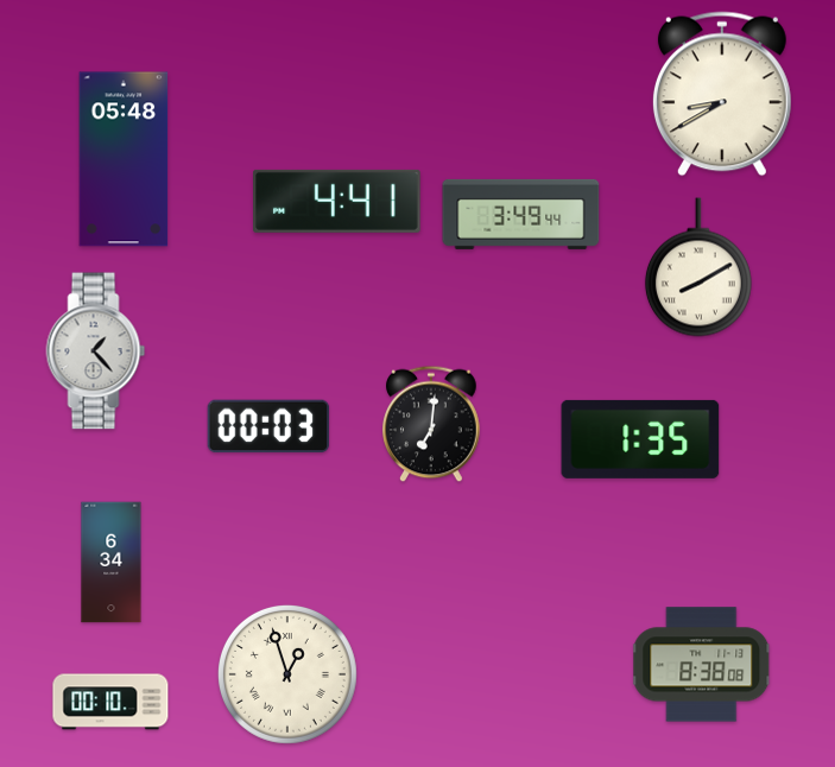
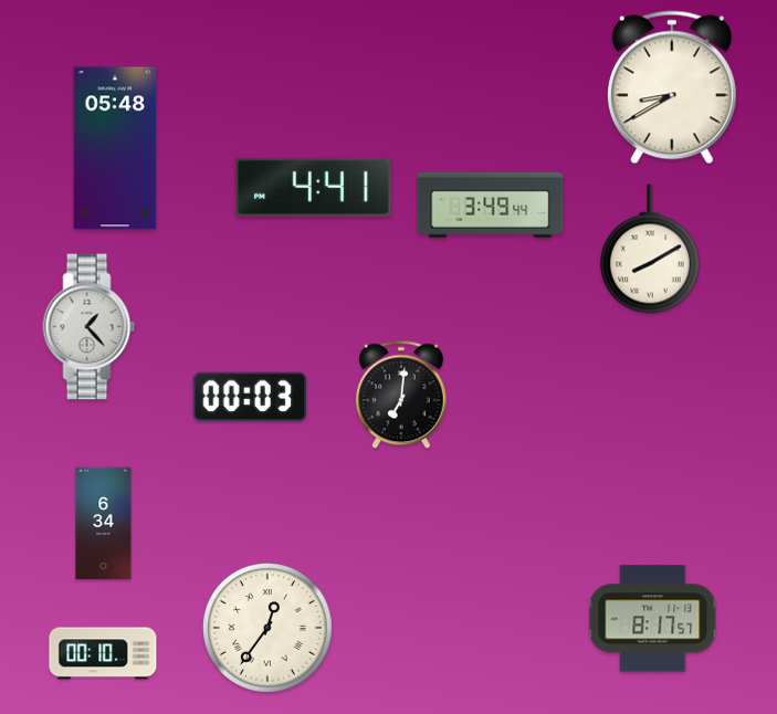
clock at (521, 214) position: (521, 214) -> (491, 204)
clock at (640, 439): 1:35 -> none
clock at (702, 665): 8:38 -> 8:17
clock at (287, 674): 12:57 -> 12:36
